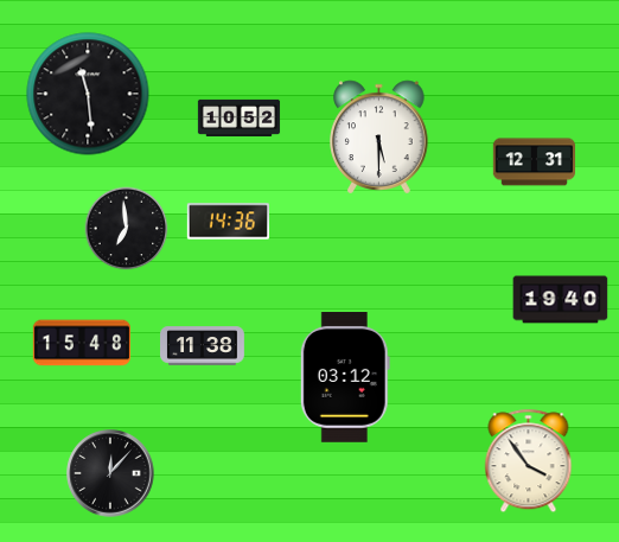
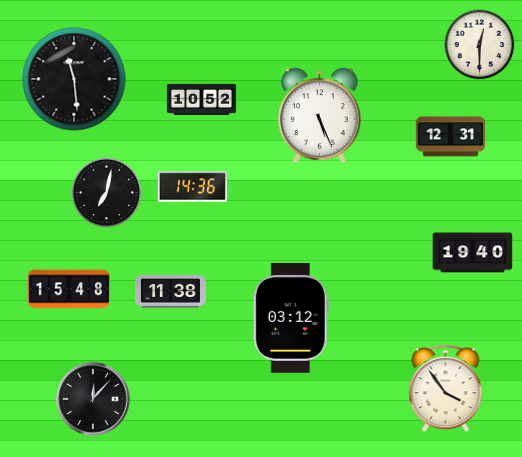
clock at (480, 45): none -> 12:30
clock at (379, 138): 5:30 -> 5:26
clock at (127, 229): 6:59 -> 7:02
